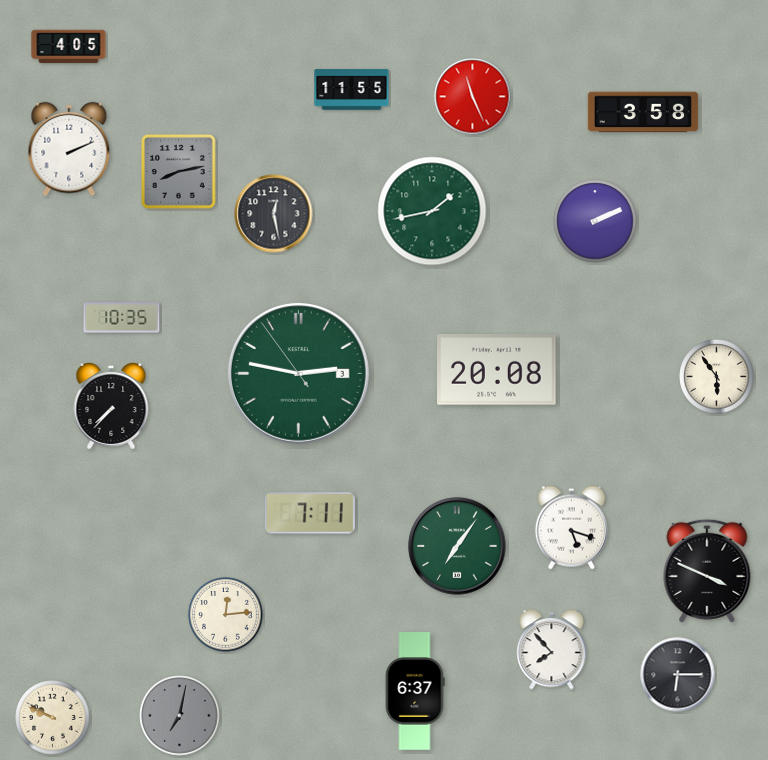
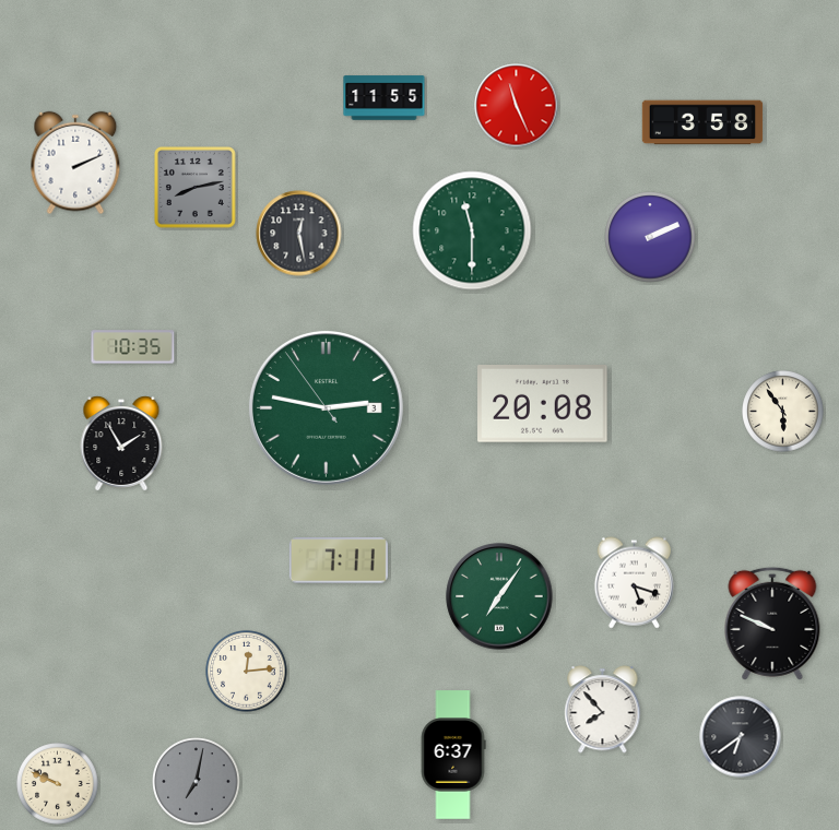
clock at (69, 47): 4:05 -> none
clock at (432, 211): 1:43 -> 11:30
clock at (595, 221) position: (595, 221) -> (650, 237)
clock at (111, 406): 7:37 -> 1:55
clock at (571, 528) position: (571, 528) -> (634, 583)
clock at (707, 571): 3:49 -> 9:49
clock at (678, 675): 6:15 -> 6:39
